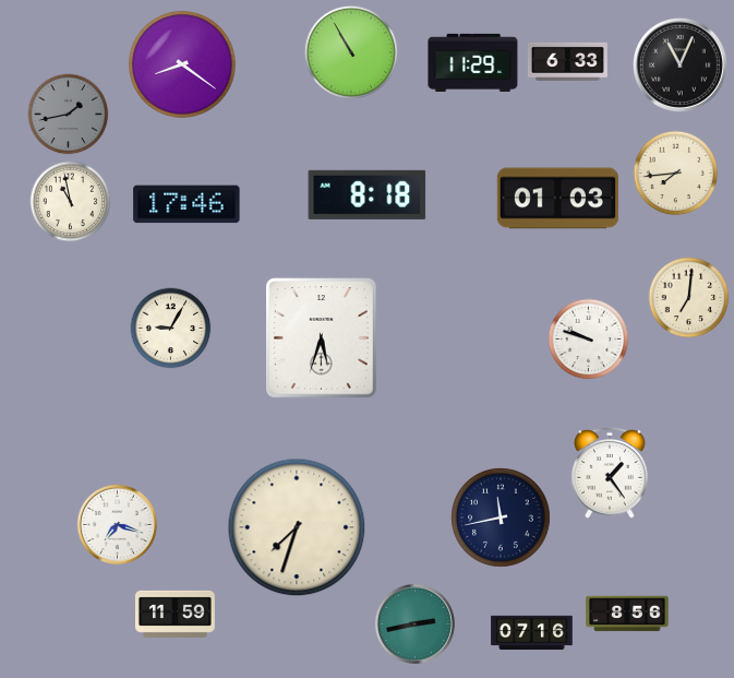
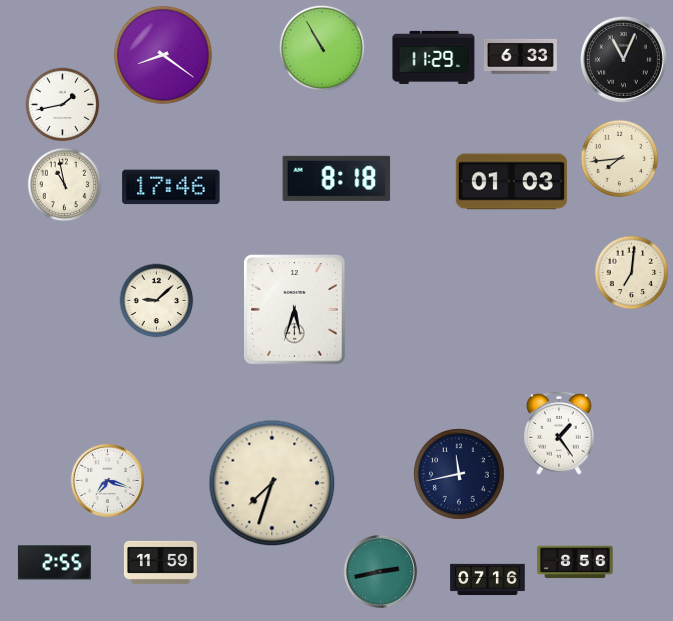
clock at (182, 64) position: (182, 64) -> (163, 55)
clock at (69, 115) dial: grey -> white
clock at (171, 329): 9:05 -> 9:08
clock at (589, 340): 9:48 -> none
clock at (54, 563): none -> 2:55
